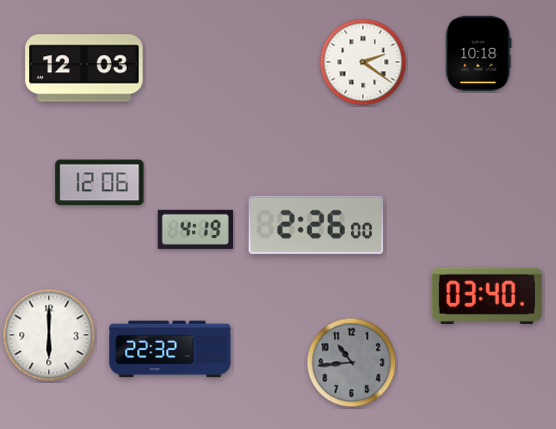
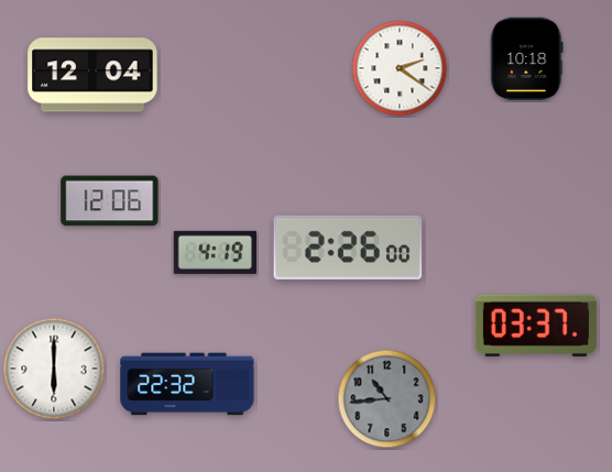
clock at (84, 68): 12:03 -> 12:04
clock at (487, 296): 03:40 -> 03:37
